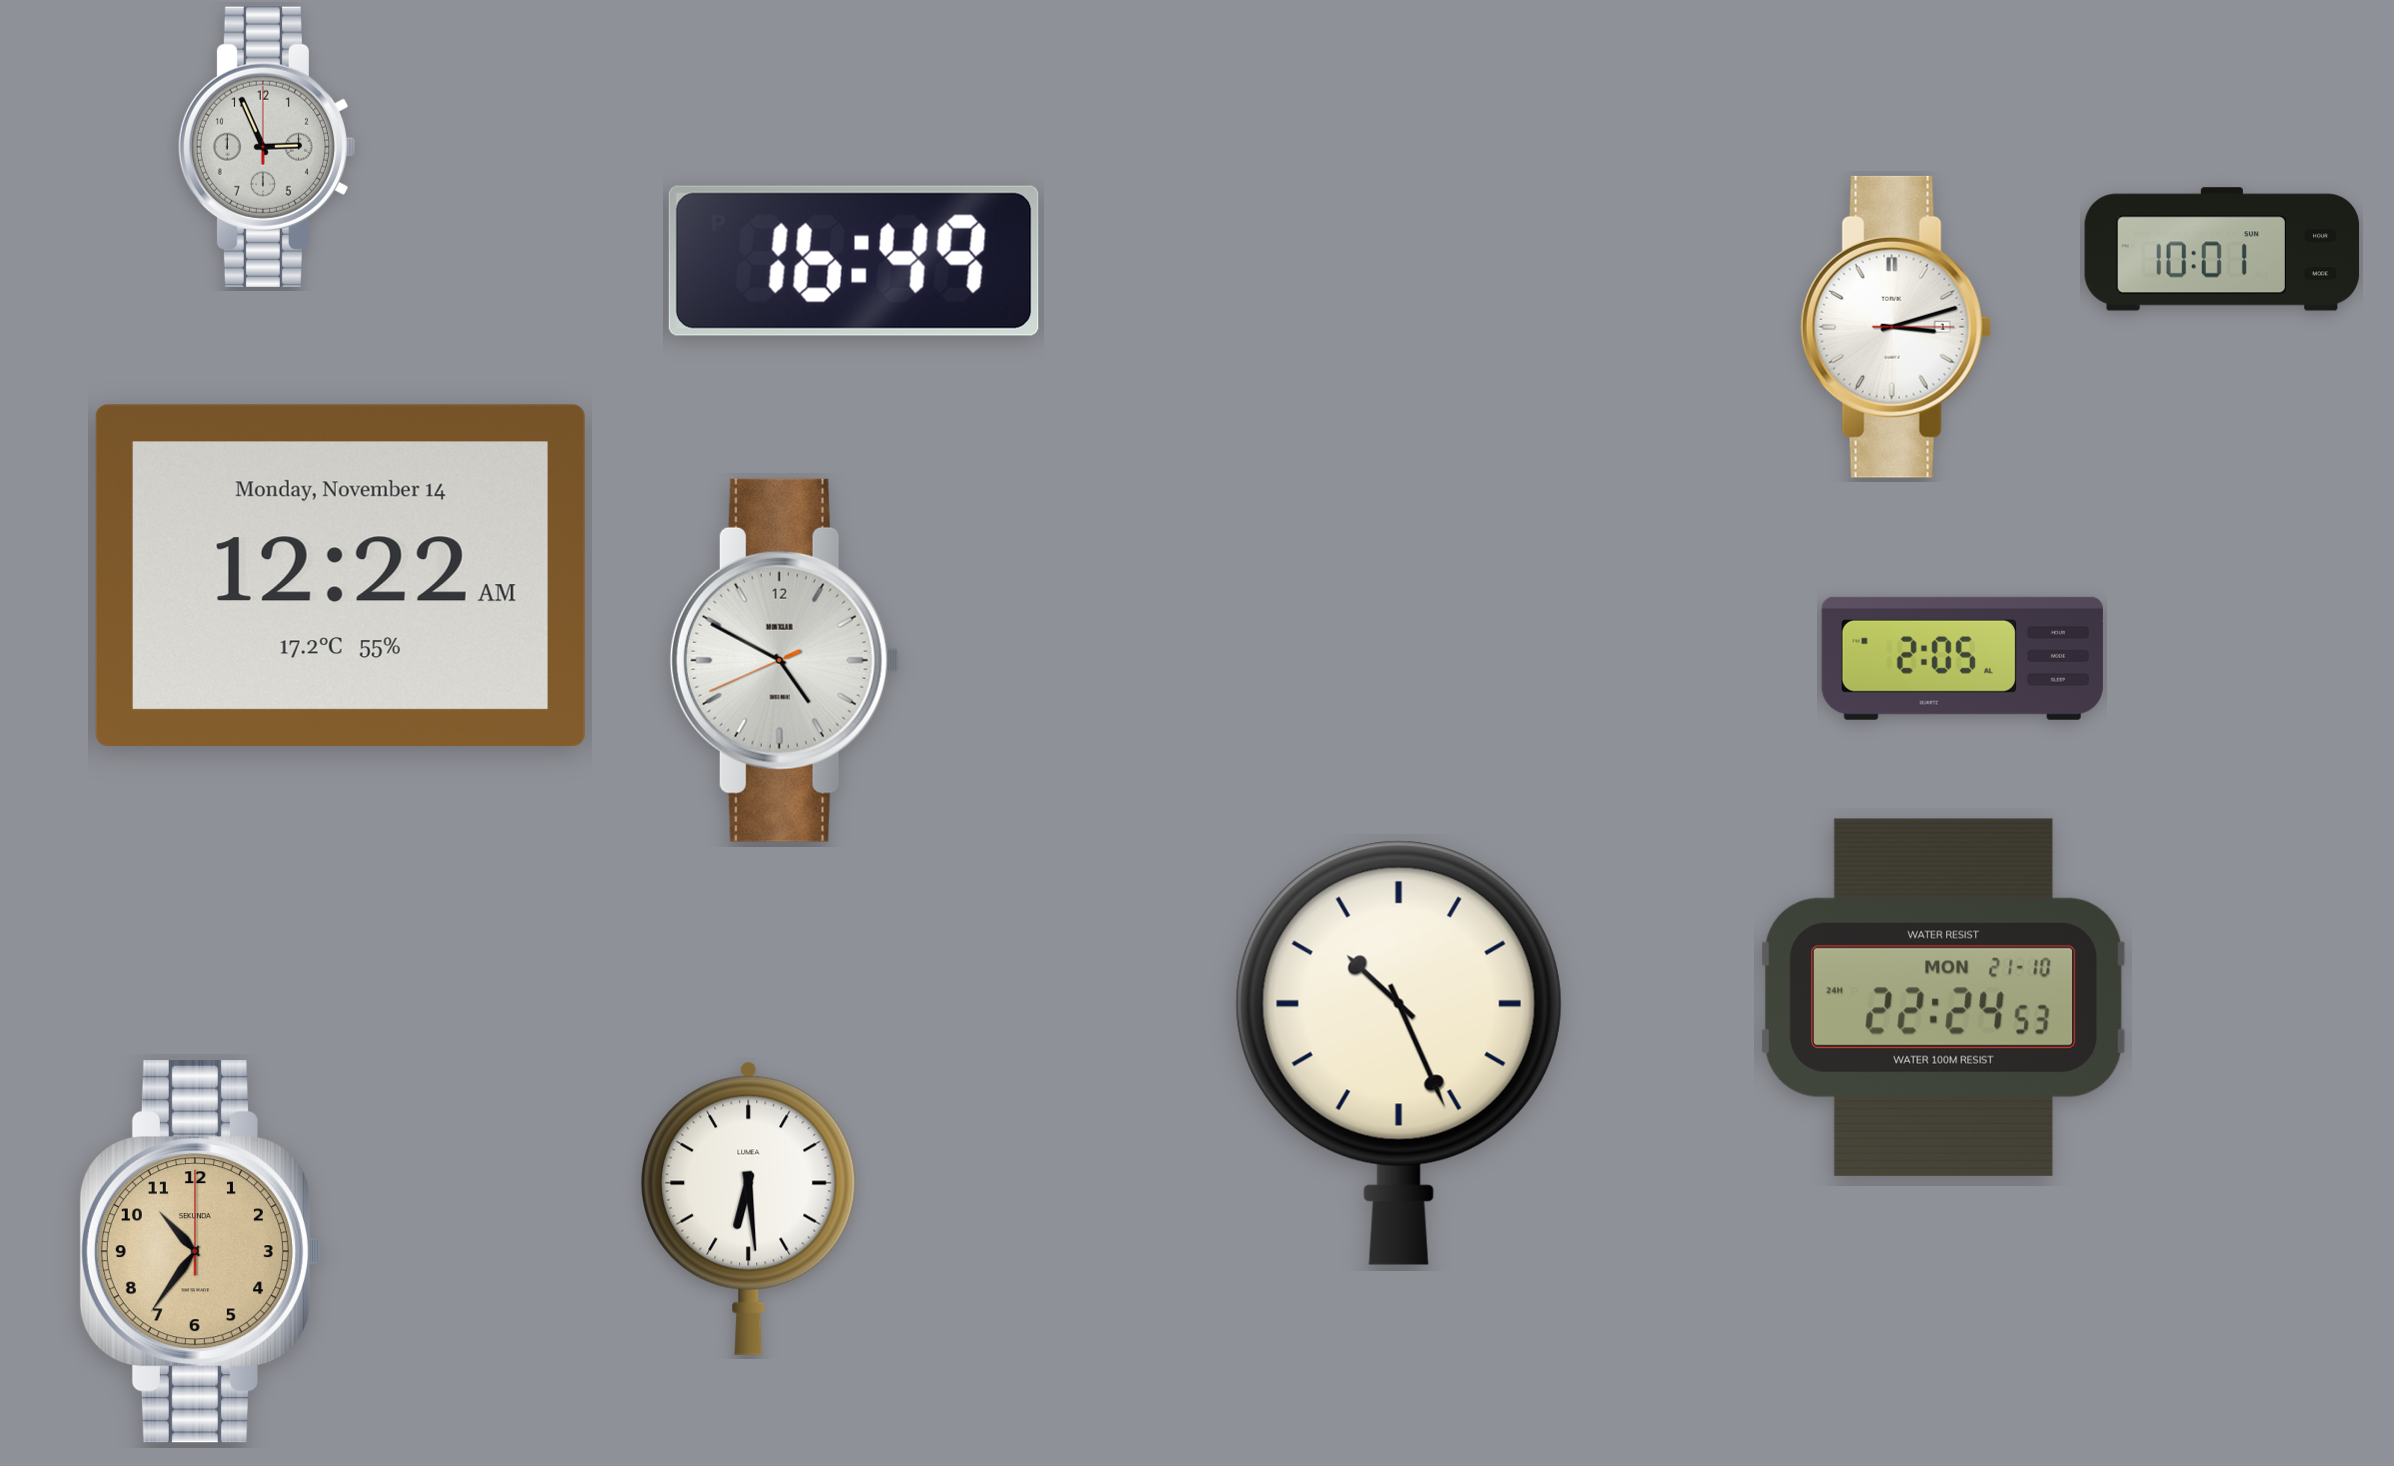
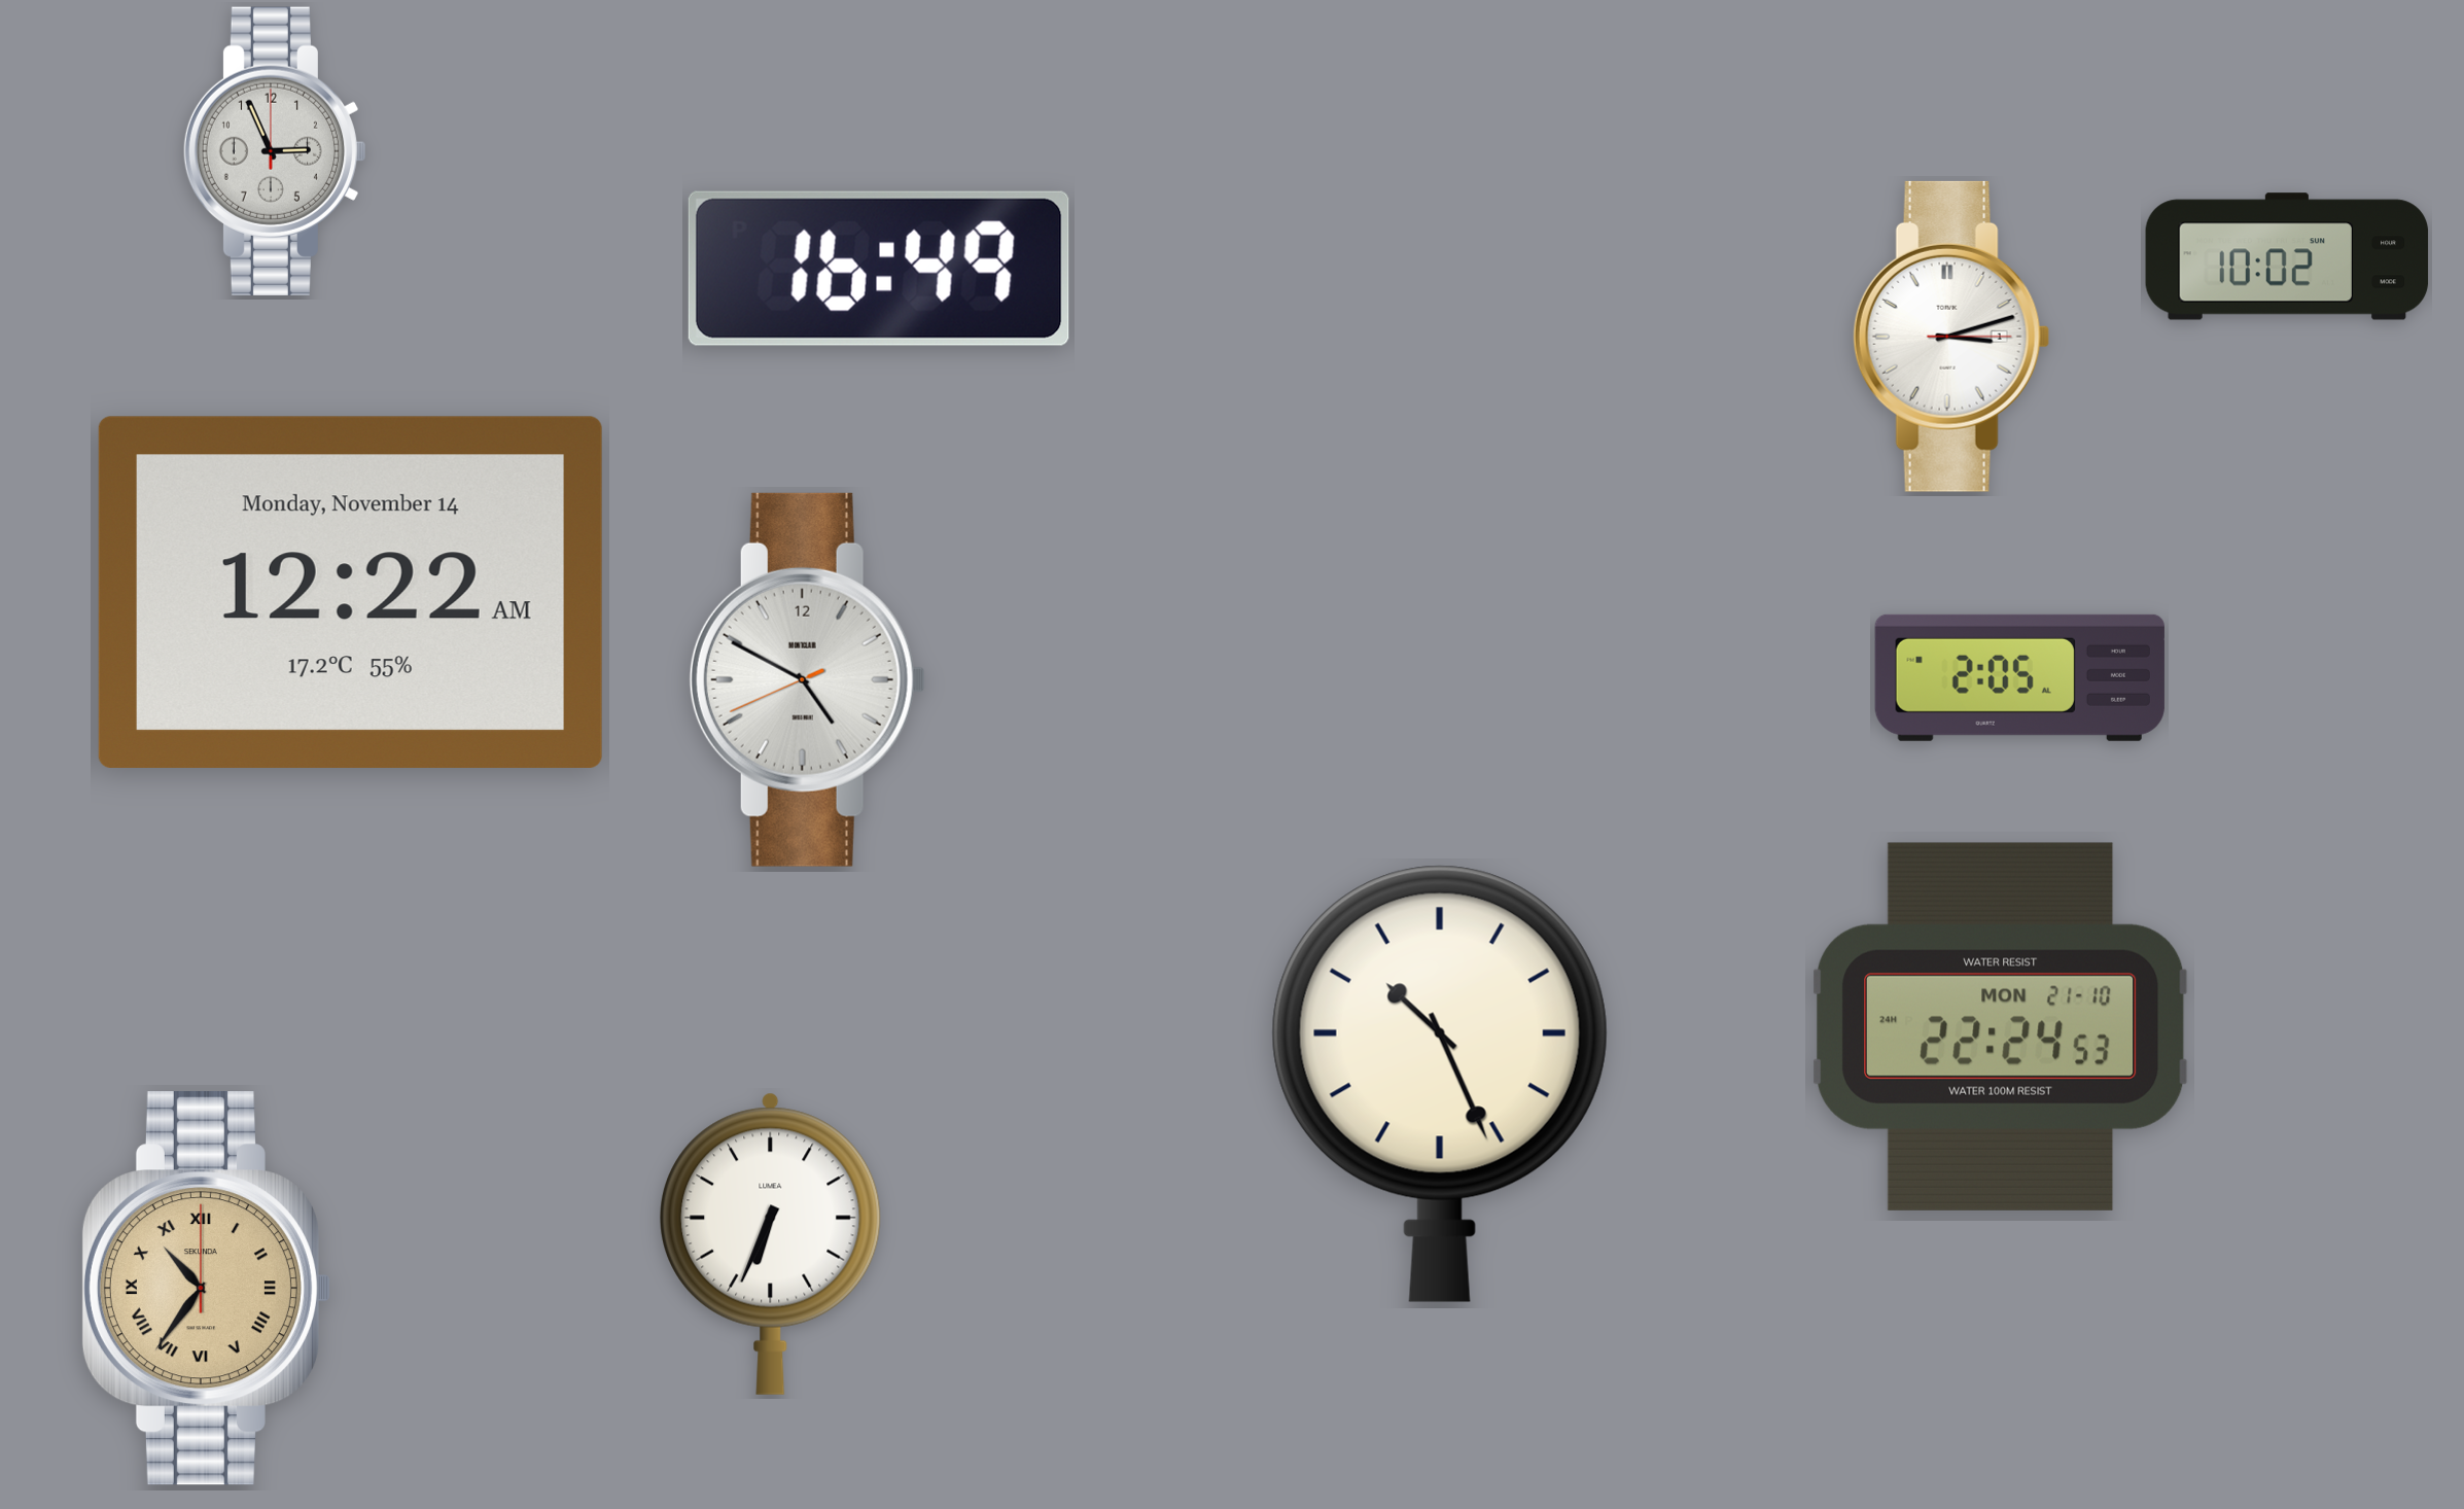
clock at (2222, 249): 10:01 -> 10:02
clock at (749, 1208): 6:29 -> 6:34
clock at (200, 1252) numerals: Arabic -> Roman
